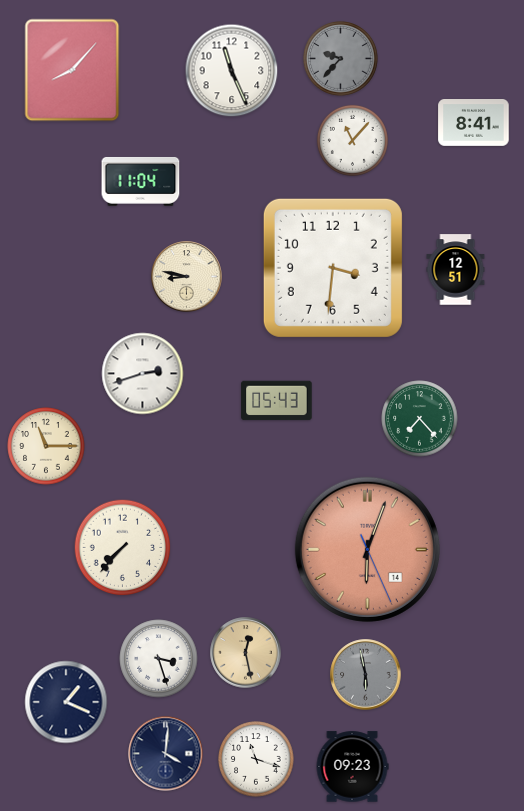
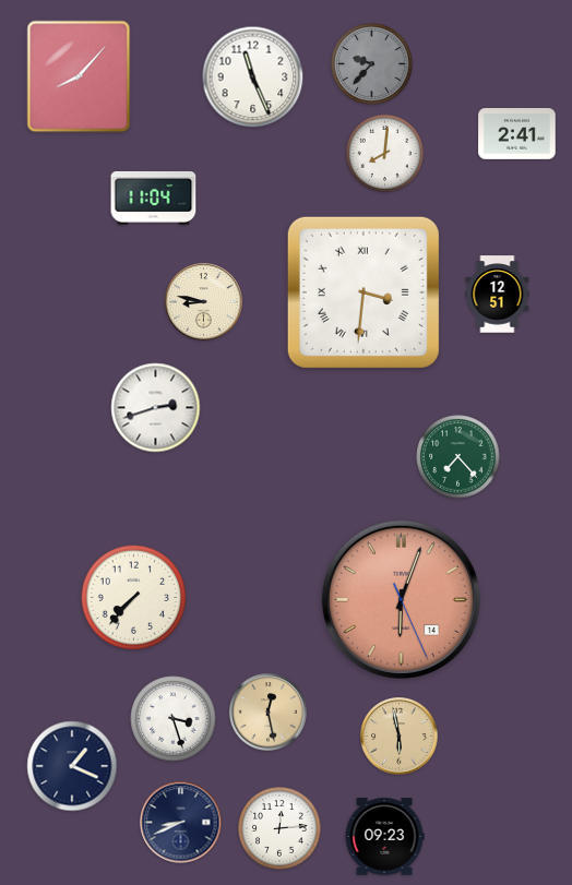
clock at (474, 123): 8:41 -> 2:41
clock at (352, 140): 11:07 -> 8:01
clock at (333, 268) numerals: Arabic -> Roman
clock at (277, 401): 05:43 -> none
clock at (46, 446): 11:15 -> none
clock at (366, 675) dial: grey -> champagne
clock at (166, 754): 4:01 -> 8:41
clock at (256, 759): 11:18 -> 12:14
